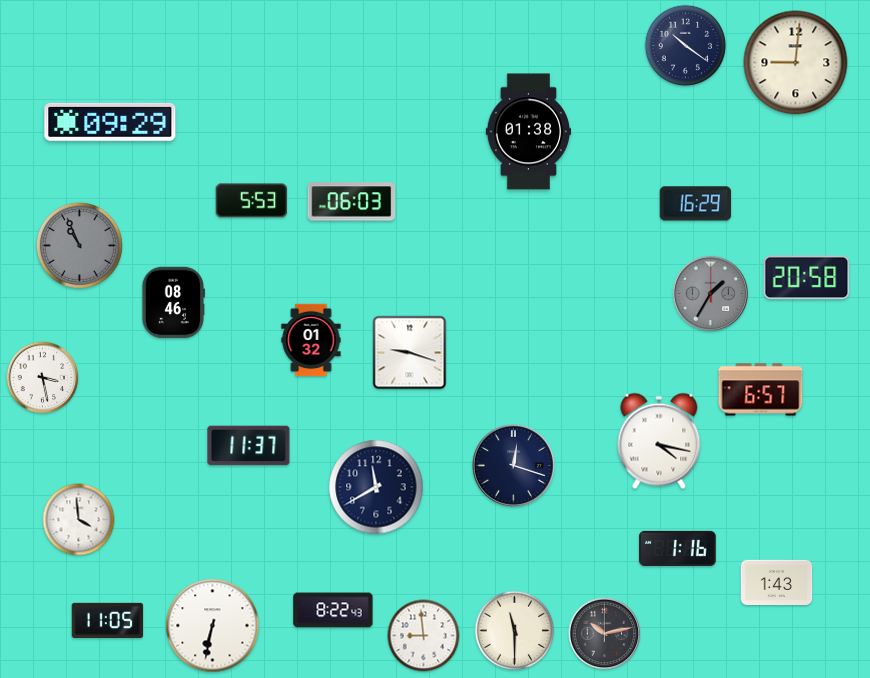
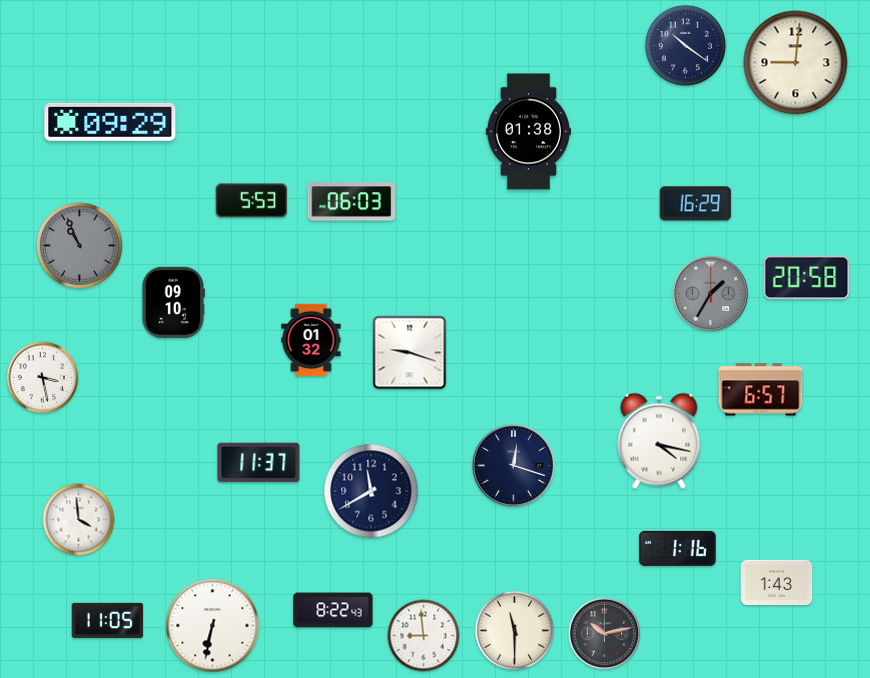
clock at (172, 303): 08:46 -> 09:10
clock at (249, 446) position: (249, 446) -> (259, 463)
clock at (376, 487) position: (376, 487) -> (371, 491)
